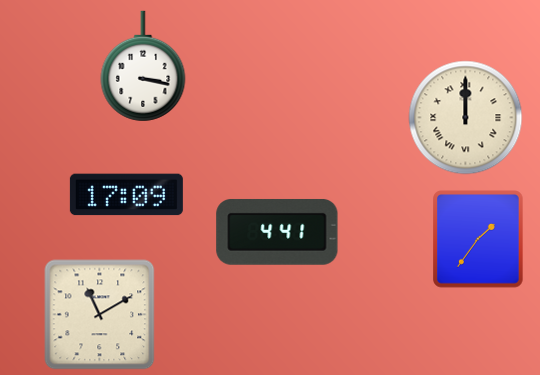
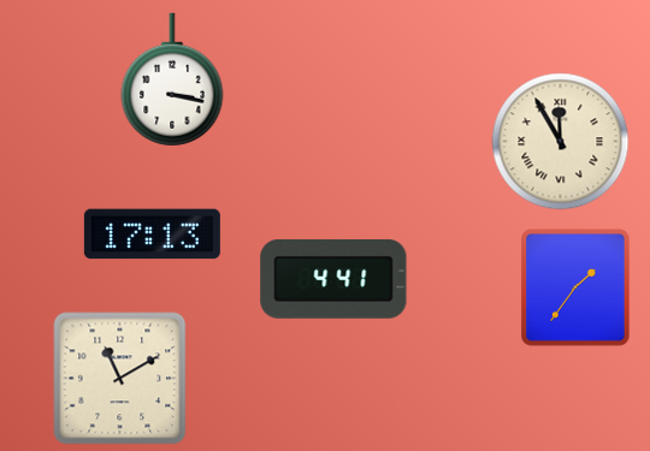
clock at (466, 118): 12:00 -> 11:55
clock at (126, 195): 17:09 -> 17:13
